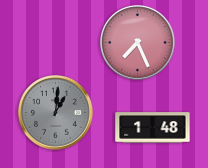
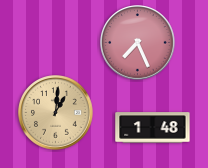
clock at (56, 113) dial: grey -> champagne
